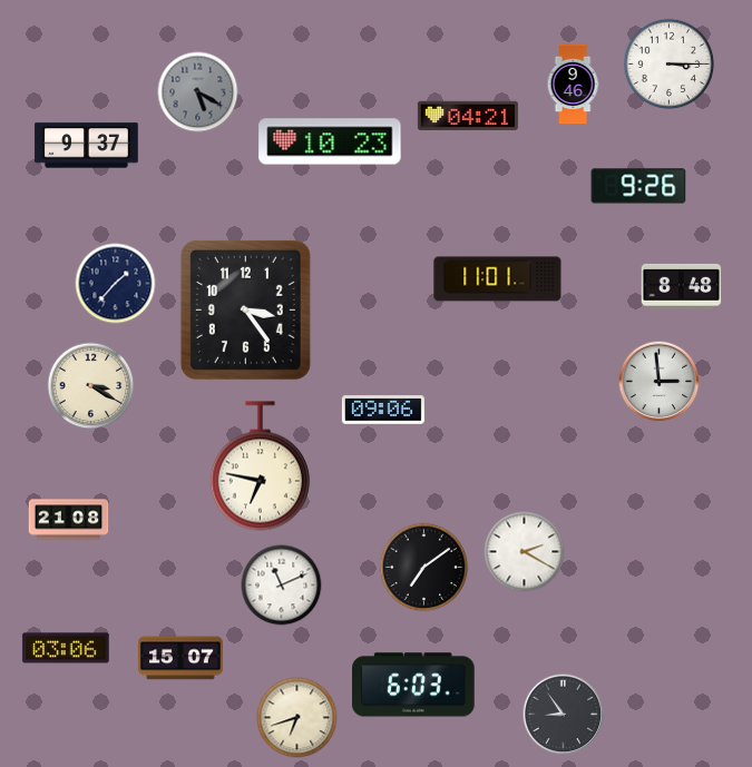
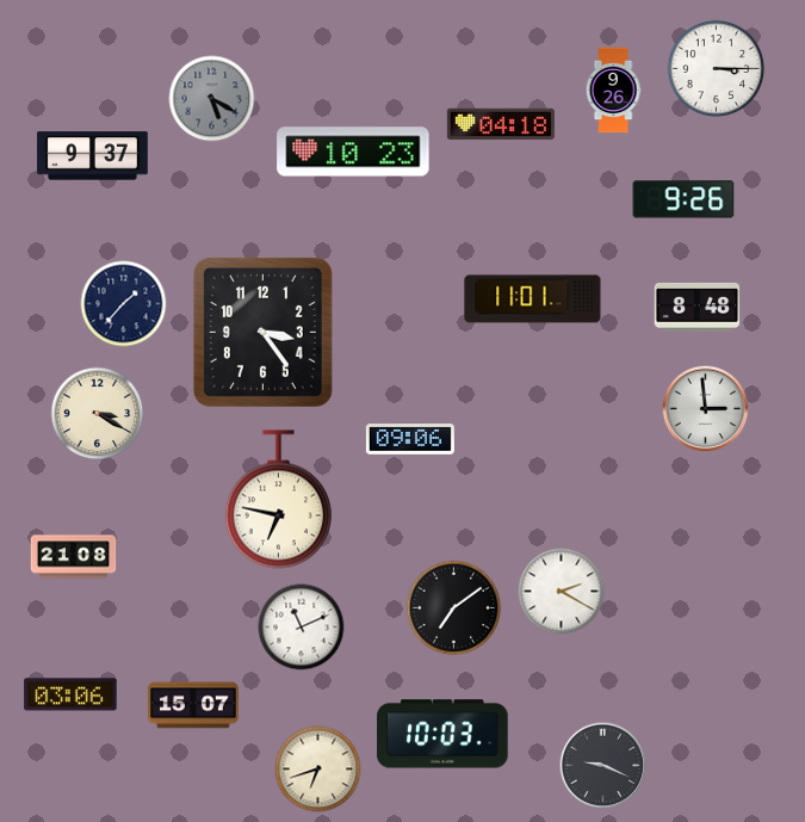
clock at (573, 85): 9:46 -> 9:26
clock at (468, 115): 04:21 -> 04:18
clock at (682, 286) position: (682, 286) -> (698, 307)
clock at (413, 685): 6:03 -> 10:03
clock at (564, 715): 8:54 -> 9:19
